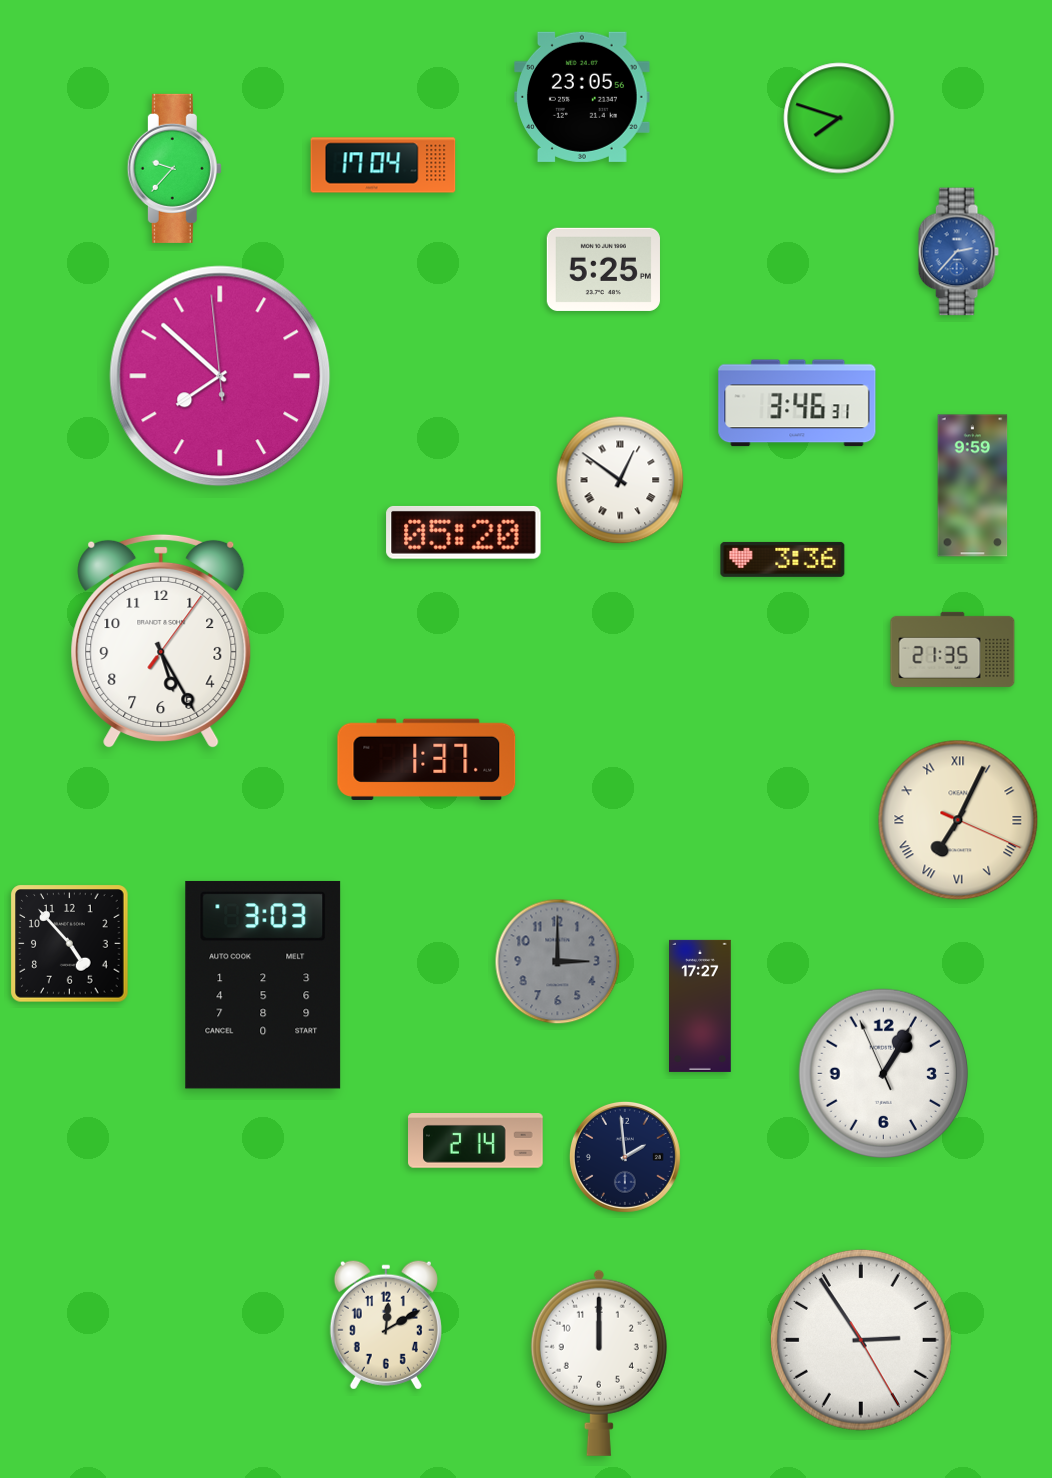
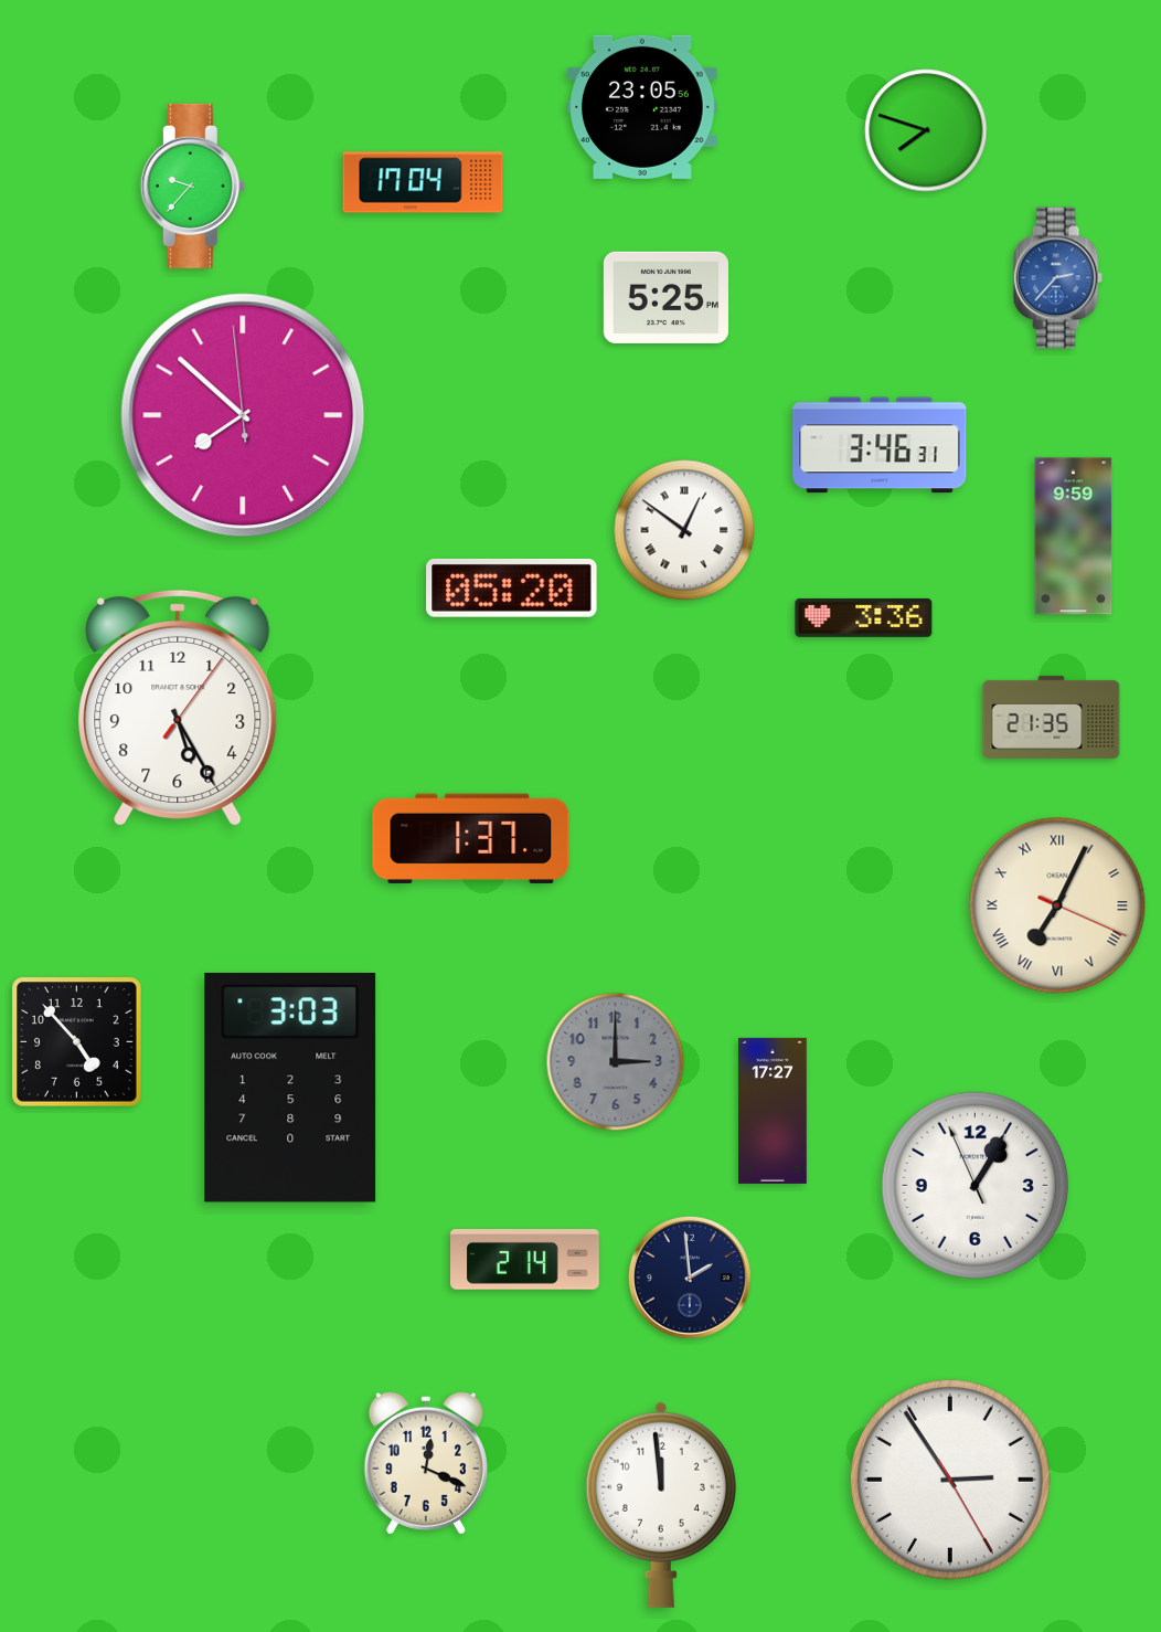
clock at (386, 1325): 12:10 -> 12:19
clock at (599, 1363): 12:00 -> 11:59
